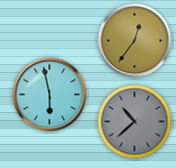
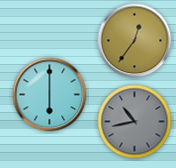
clock at (50, 95): 5:58 -> 6:00
clock at (135, 122): 10:38 -> 10:43
